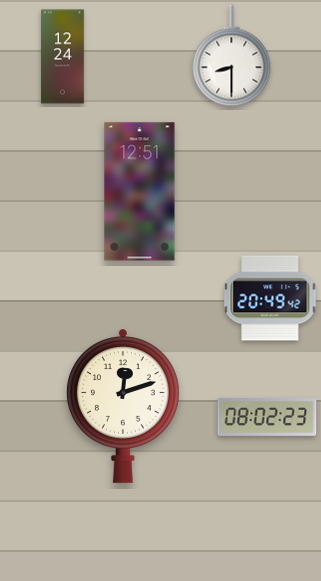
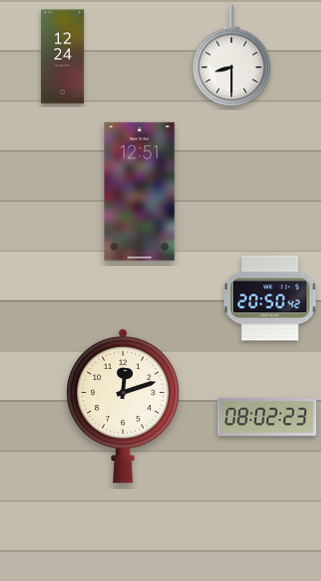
clock at (270, 298): 20:49 -> 20:50
